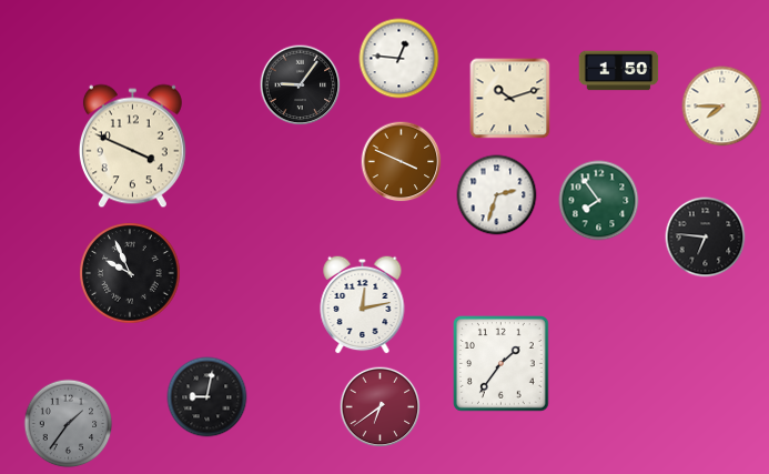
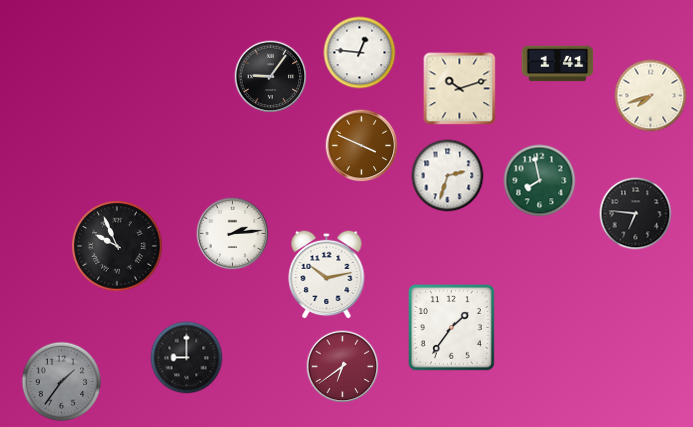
clock at (619, 71): 1:50 -> 1:41
clock at (722, 107): 7:45 -> 7:42
clock at (132, 147): 3:49 -> none
clock at (599, 201): 7:54 -> 7:58
clock at (233, 234): none -> 2:14
clock at (363, 304): 12:13 -> 10:13
clock at (208, 397): 9:02 -> 9:00
